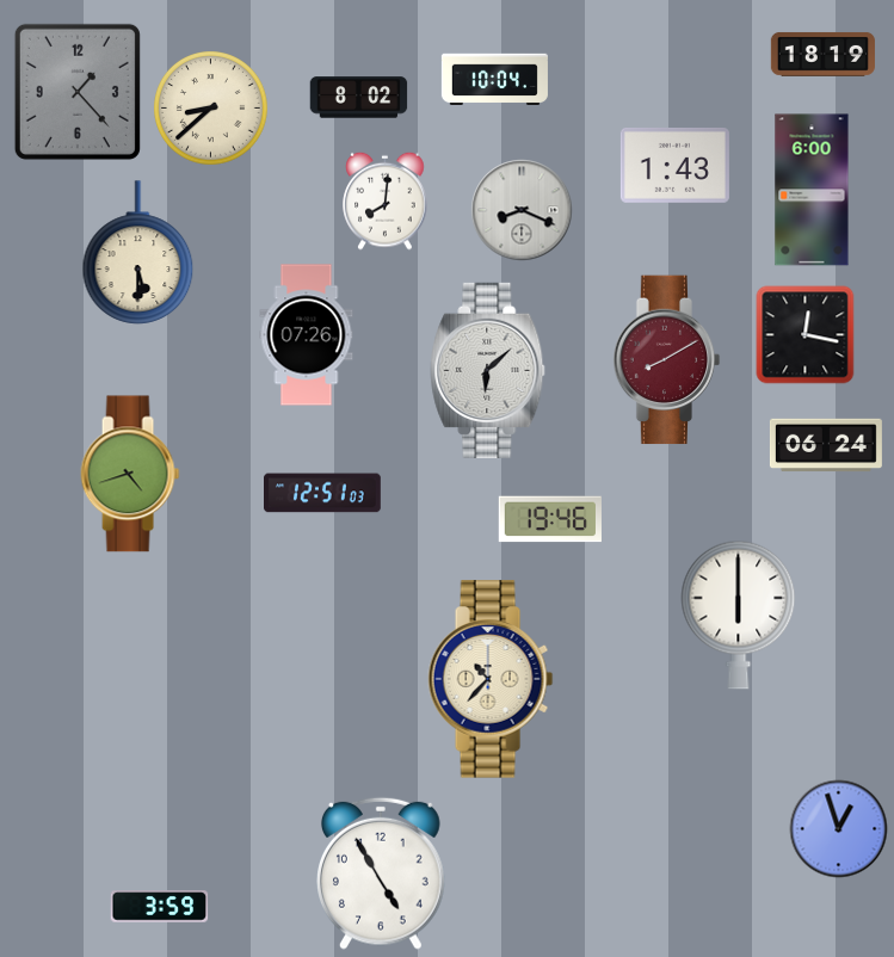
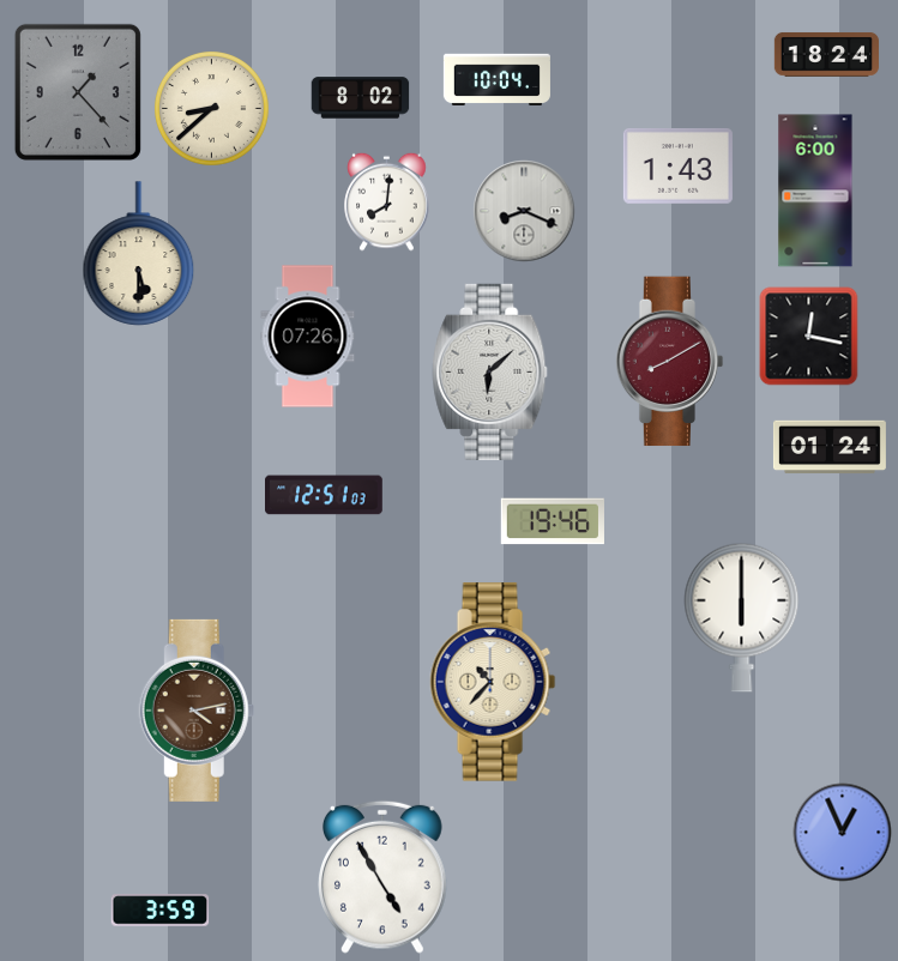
clock at (822, 54): 18:19 -> 18:24
clock at (826, 445): 06:24 -> 01:24
clock at (130, 474): 4:42 -> none
clock at (197, 711): none -> 4:13
clock at (838, 828): 12:57 -> 12:56
